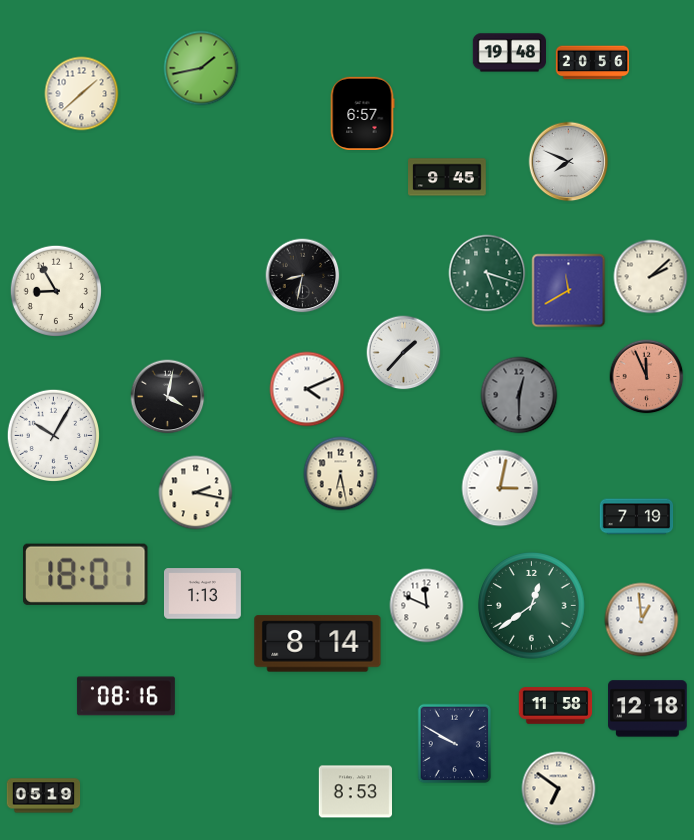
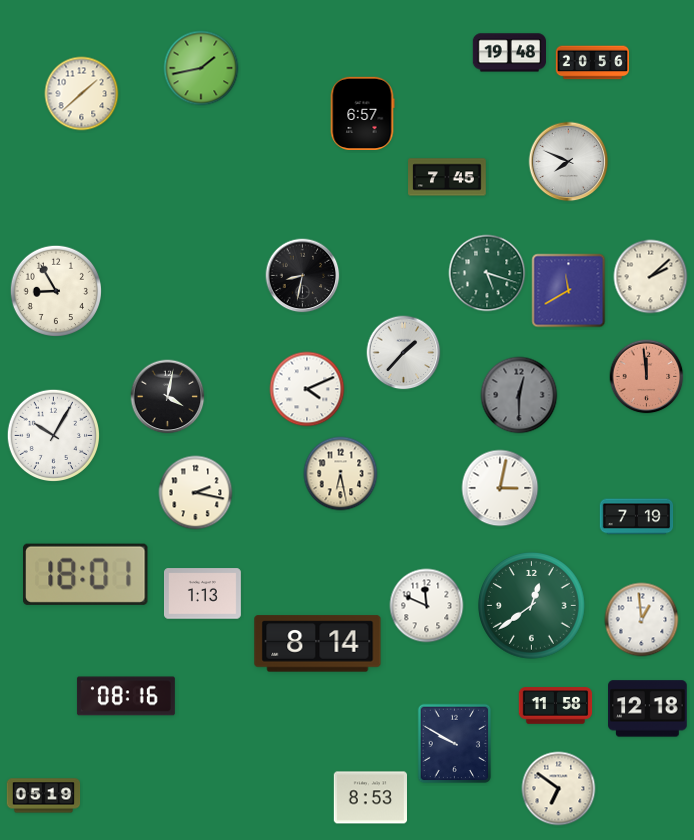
clock at (447, 177): 9:45 -> 7:45
clock at (647, 377): 11:56 -> 11:59
clock at (355, 792) position: (355, 792) -> (370, 798)
